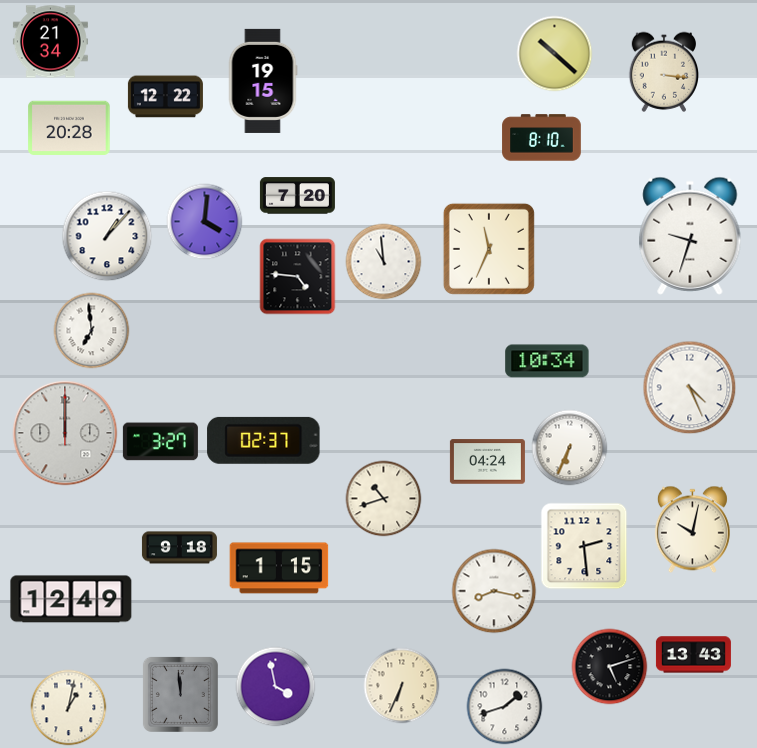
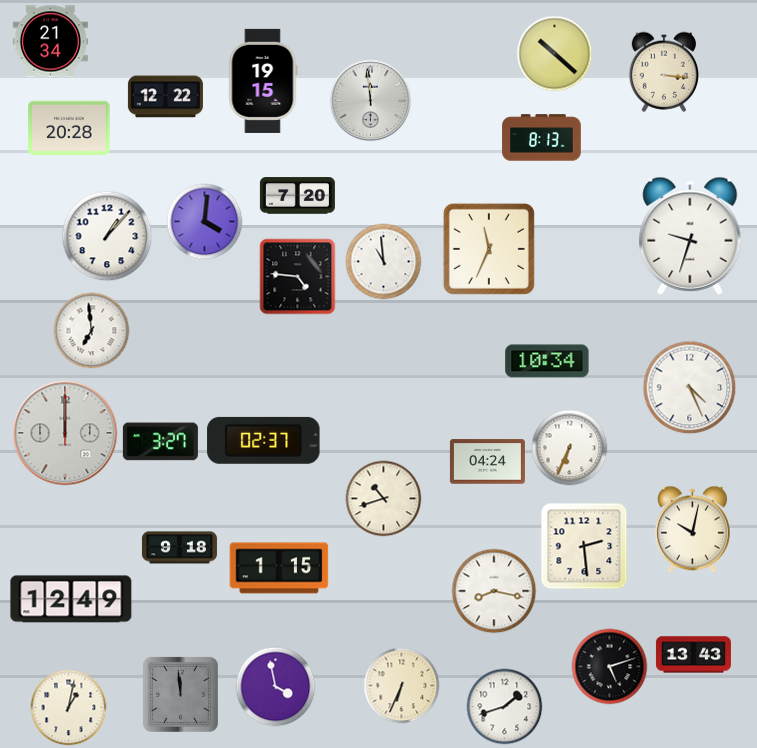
clock at (371, 101): none -> 11:59
clock at (542, 138): 8:10 -> 8:13
